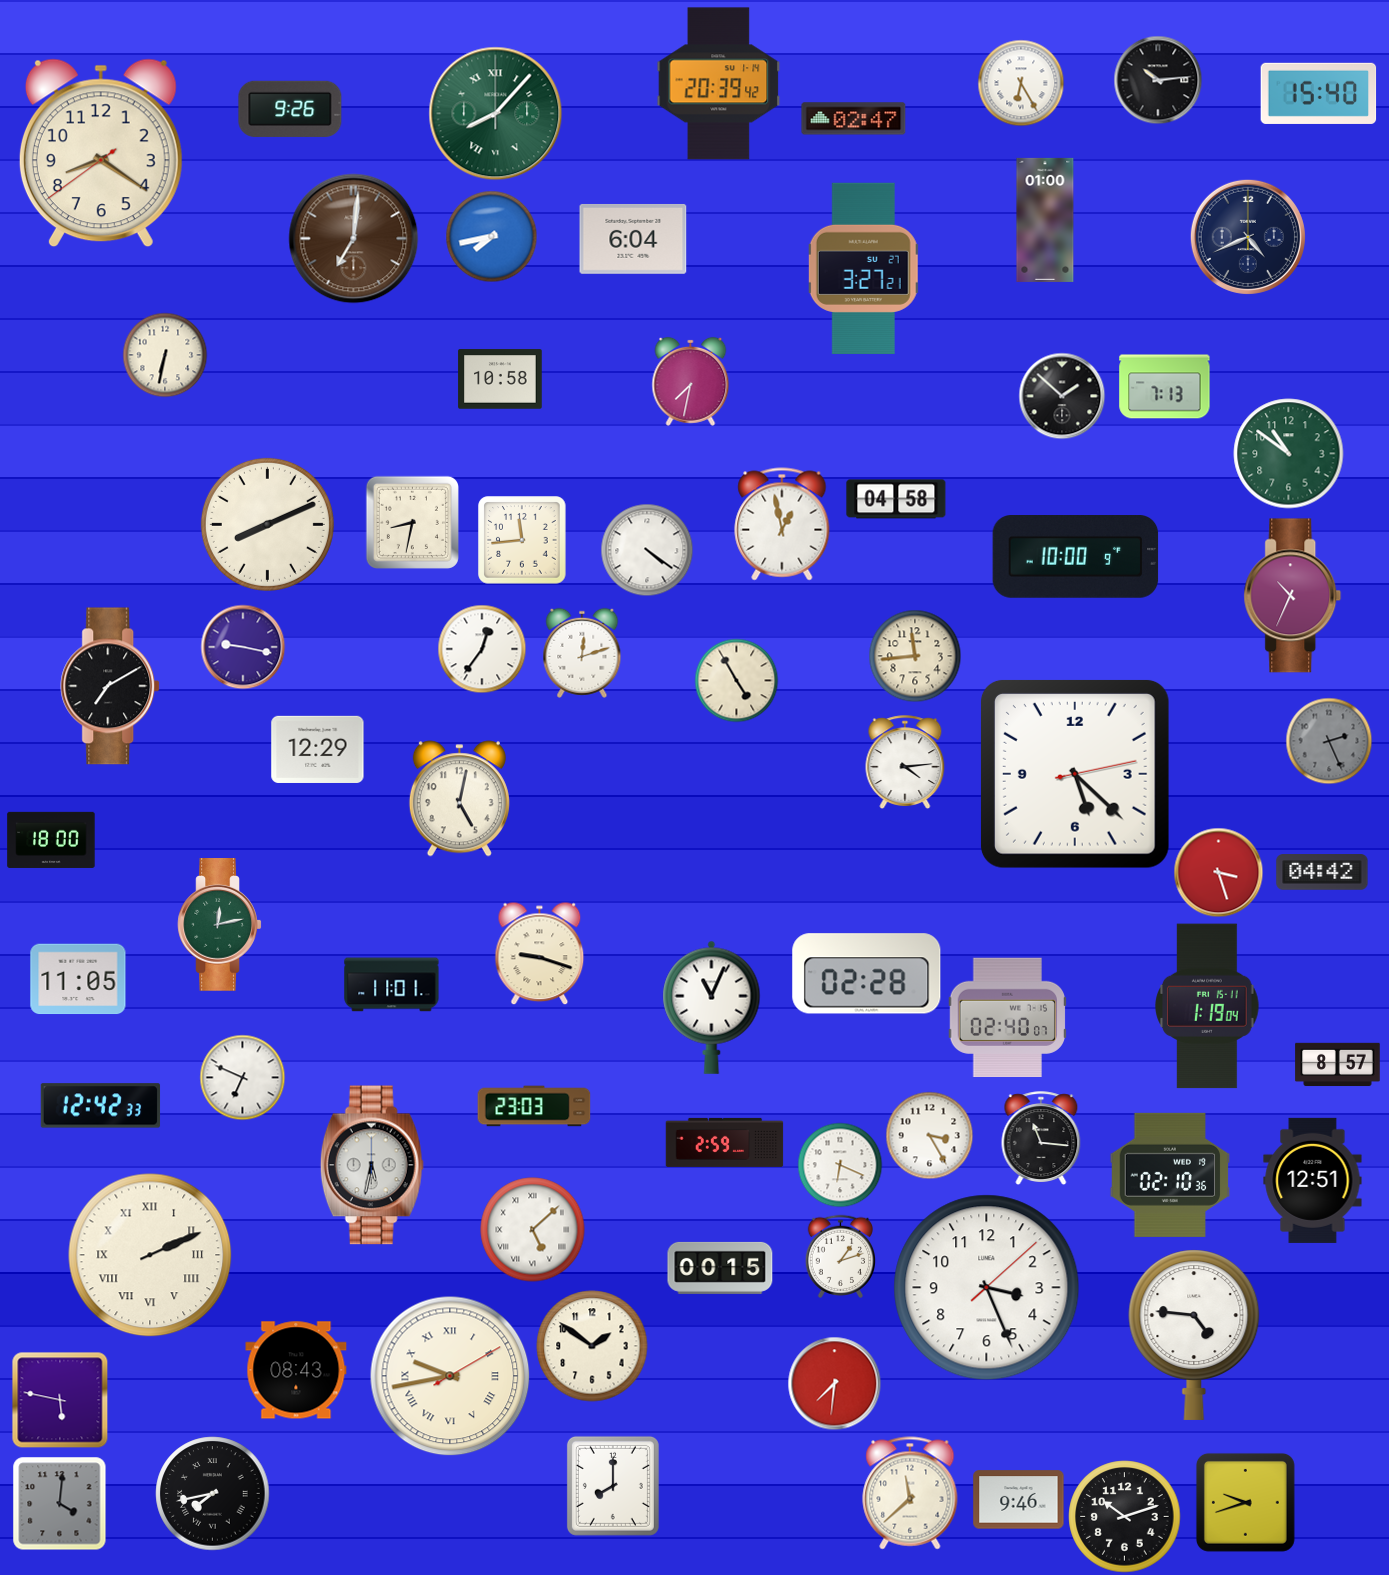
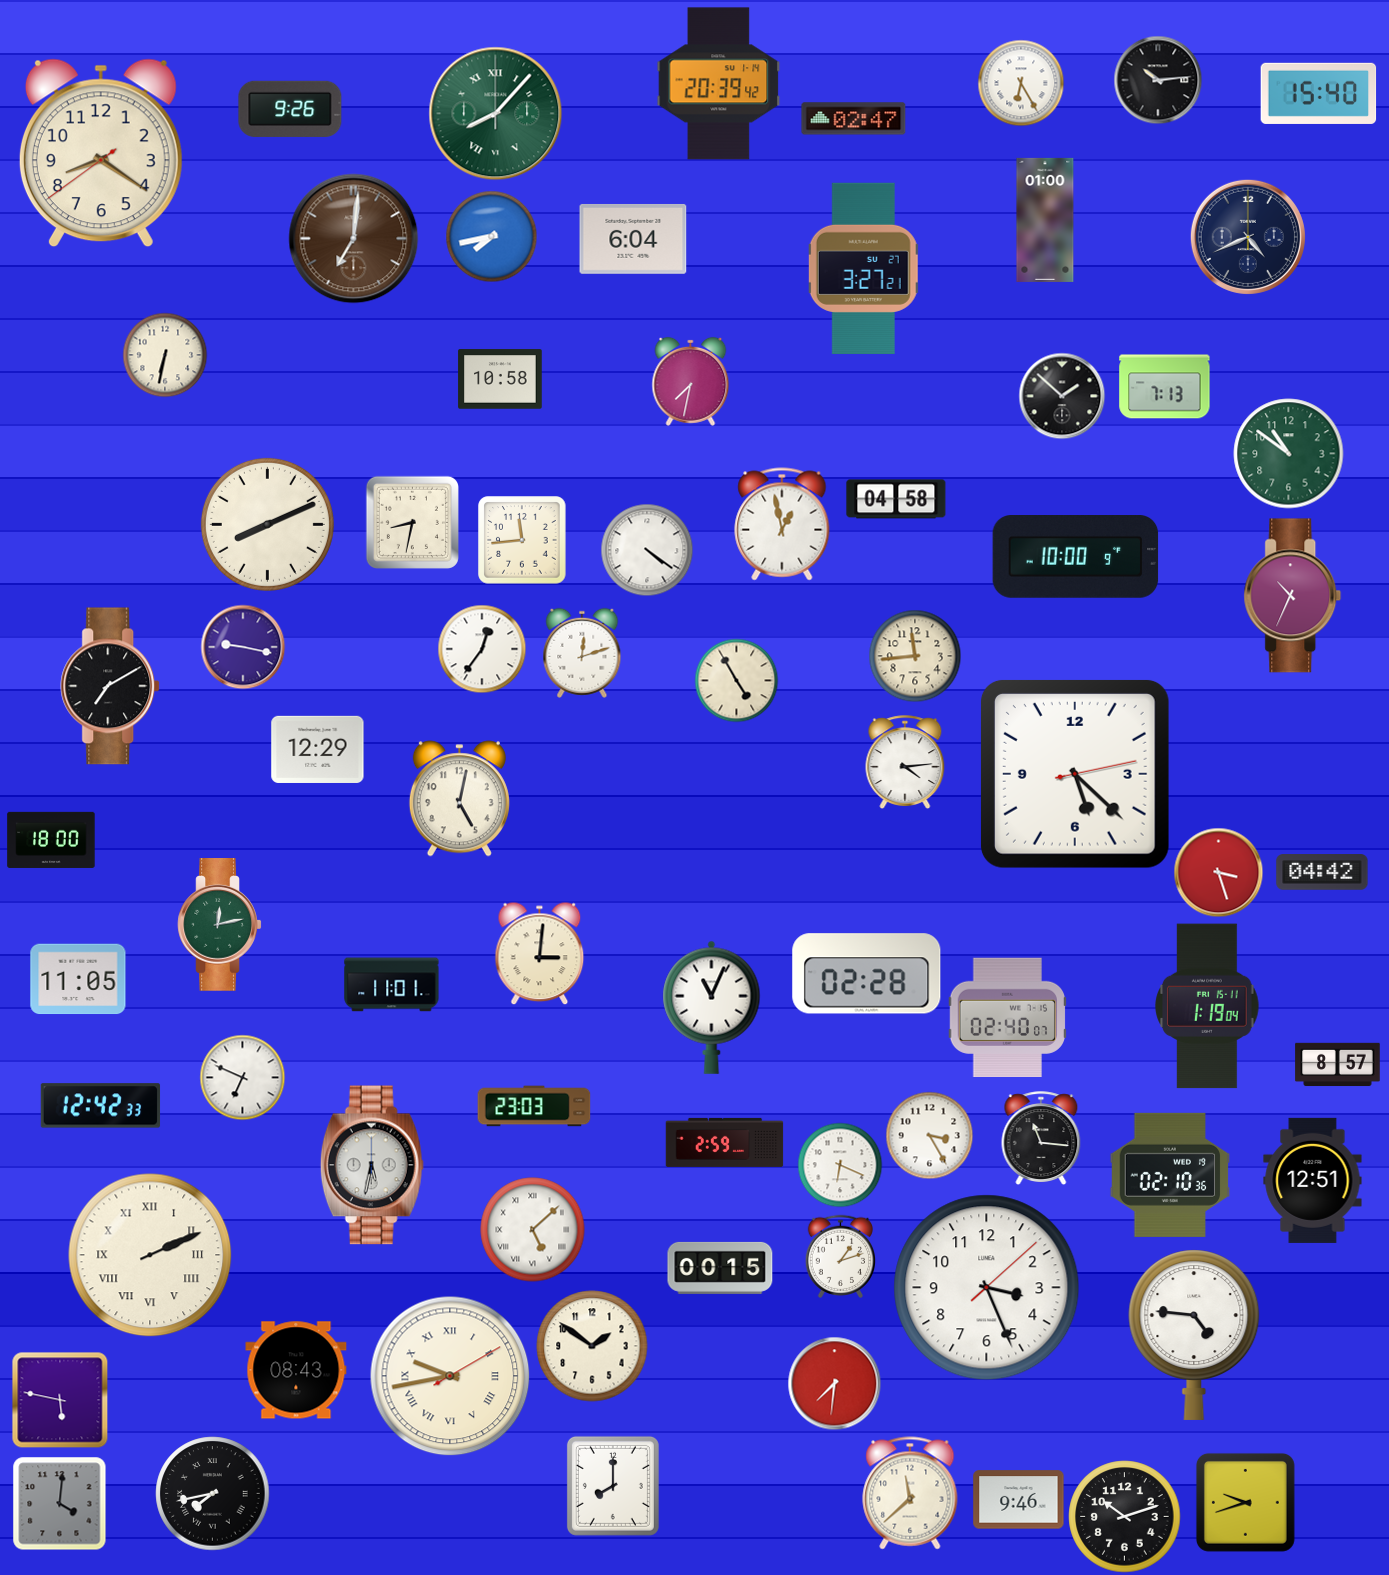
clock at (1329, 741): 2:26 -> none
clock at (540, 953): 9:18 -> 3:01
